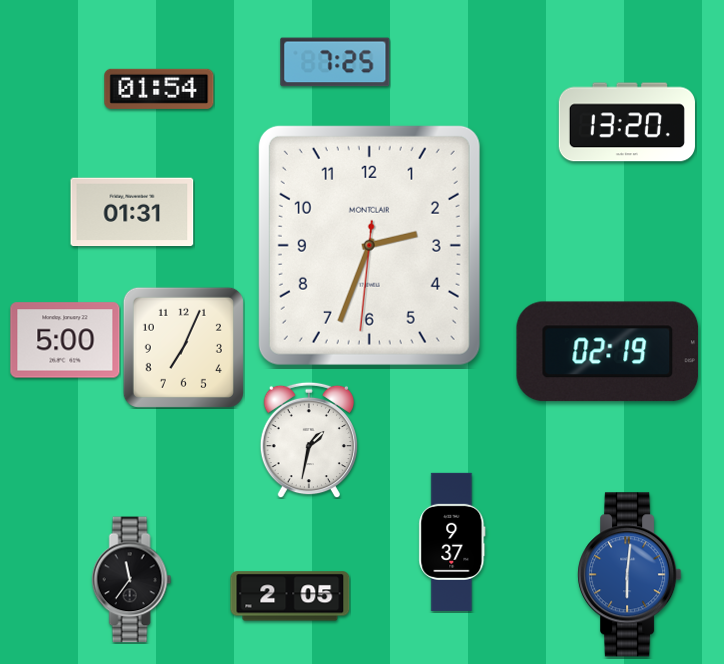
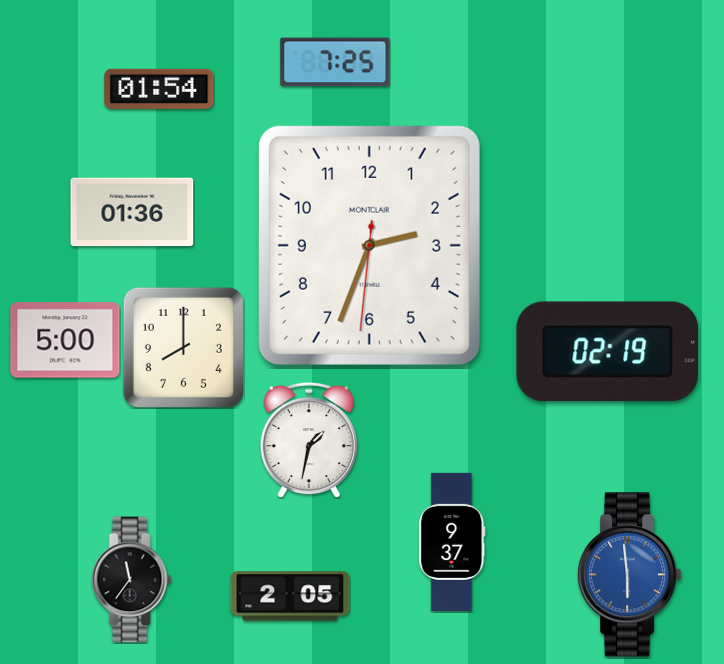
clock at (627, 122): 13:20 -> none
clock at (132, 212): 01:31 -> 01:36
clock at (183, 347): 7:04 -> 8:00
clock at (630, 575): 6:01 -> 5:59
